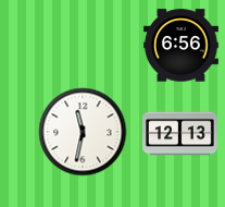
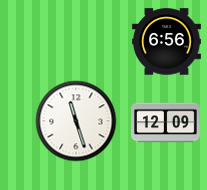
clock at (83, 132): 11:32 -> 11:27
clock at (180, 134): 12:13 -> 12:09
